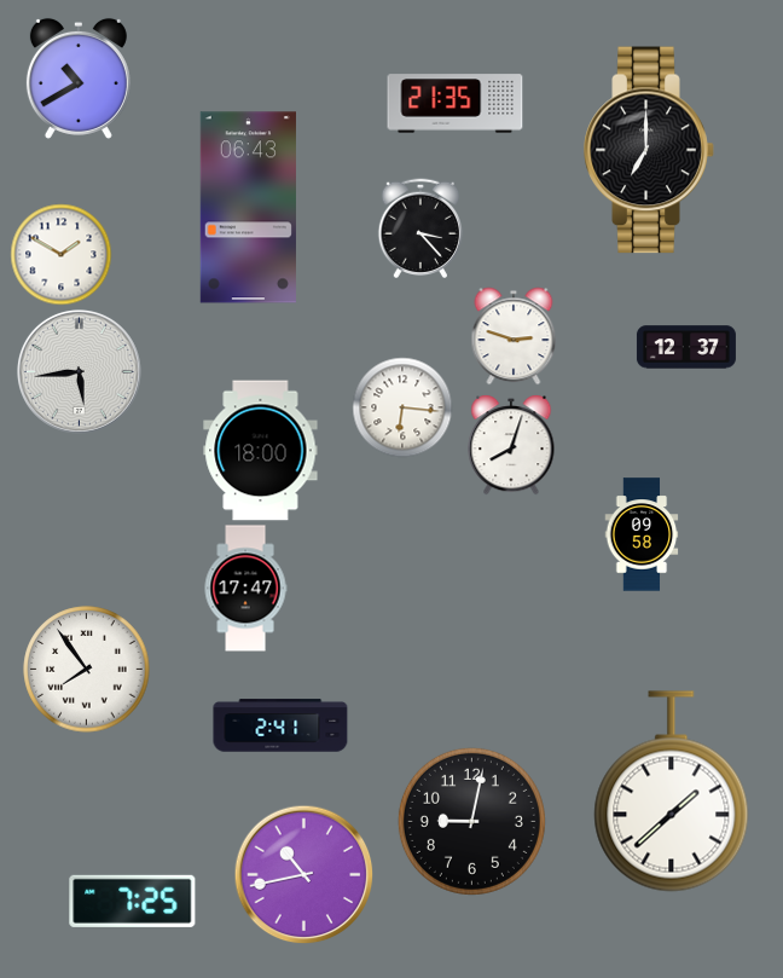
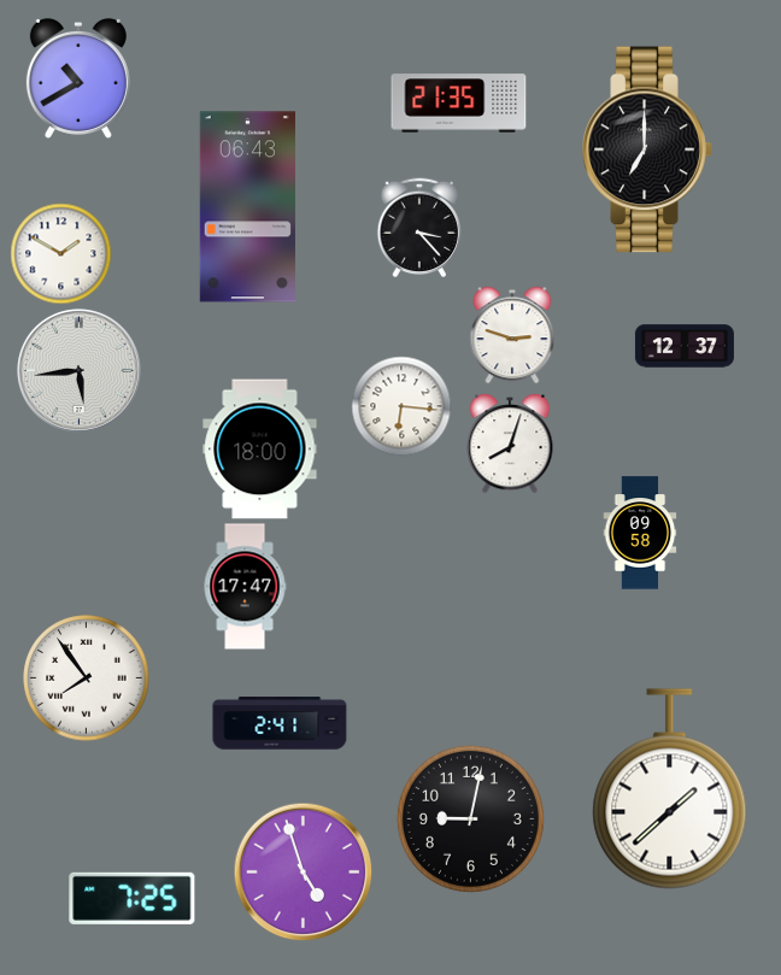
clock at (456, 104) position: (456, 104) -> (459, 104)
clock at (87, 670) position: (87, 670) -> (87, 679)
clock at (303, 874): 10:43 -> 4:57
